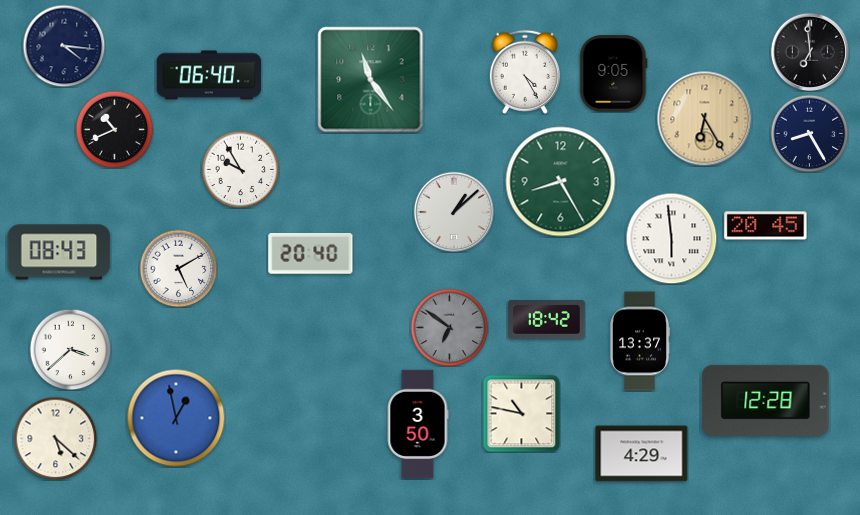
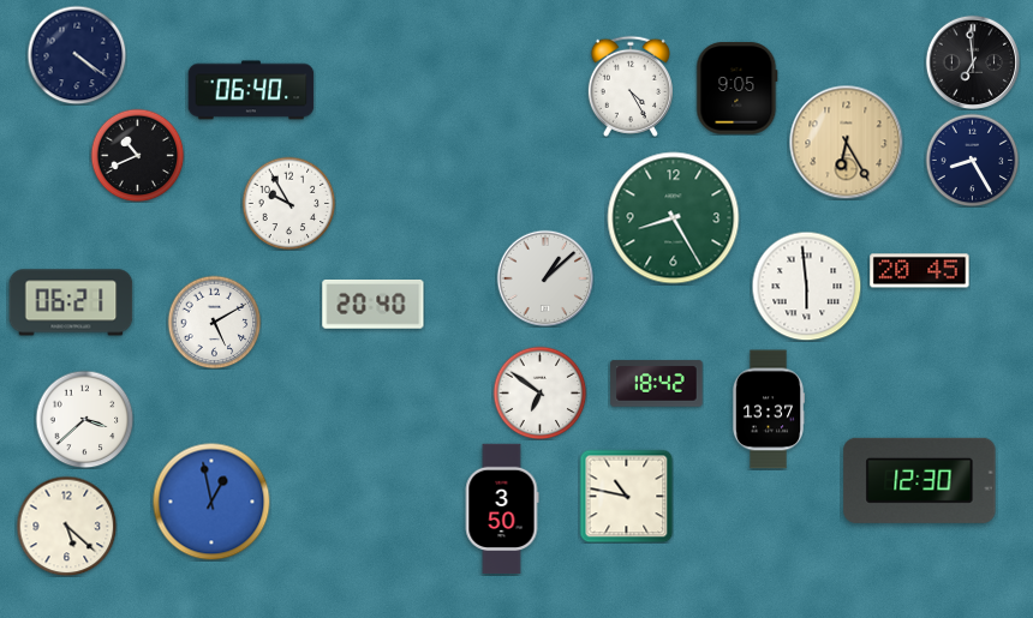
clock at (64, 46): 4:16 -> 4:21
clock at (371, 80): 11:24 -> none
clock at (454, 212) position: (454, 212) -> (545, 278)
clock at (59, 252): 08:43 -> 06:21
clock at (449, 327) dial: grey -> white
clock at (766, 400): 12:28 -> 12:30
clock at (642, 454): 4:29 -> none
